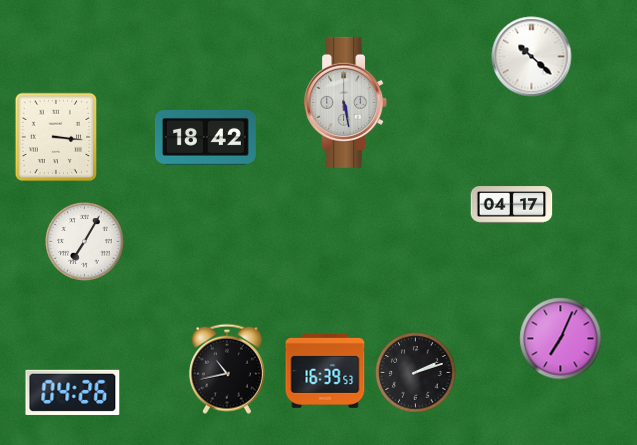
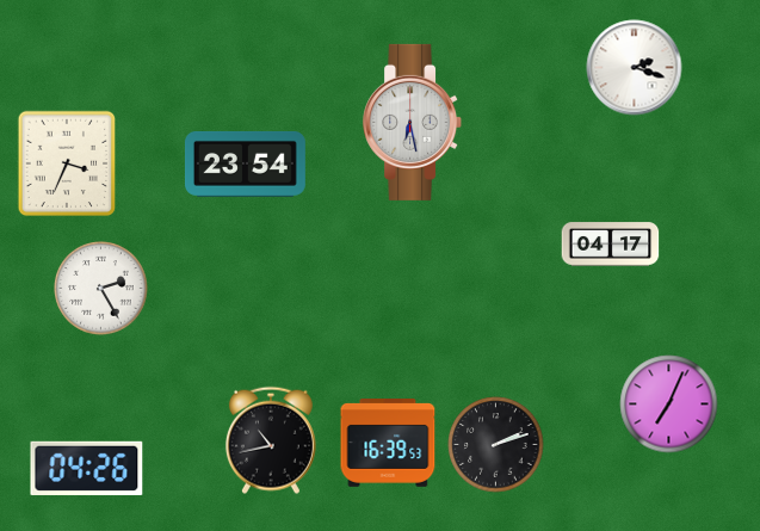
clock at (532, 57): 10:22 -> 2:18
clock at (346, 102): 5:28 -> 6:28
clock at (56, 137): 3:16 -> 3:34
clock at (205, 137): 18:42 -> 23:54
clock at (85, 242): 7:05 -> 2:25
